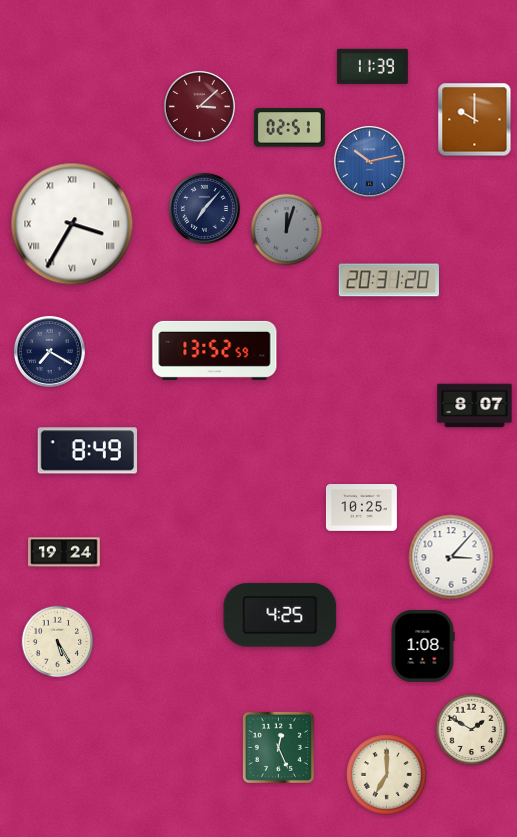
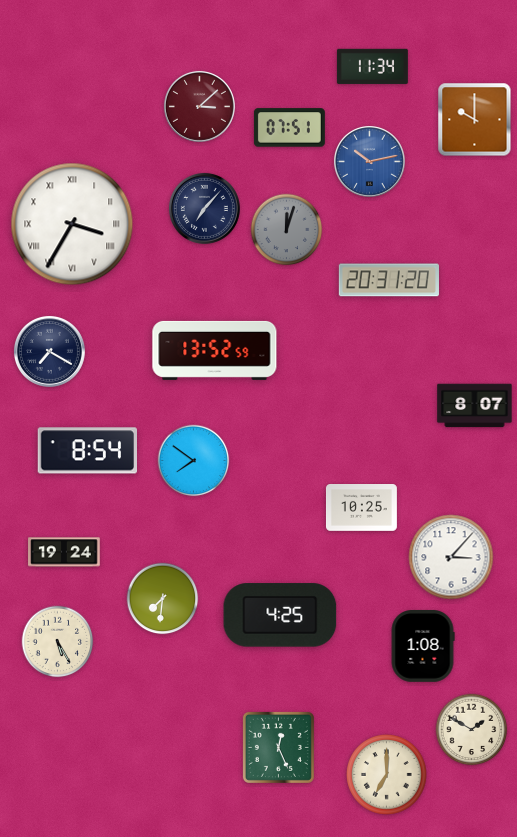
clock at (372, 66): 11:39 -> 11:34
clock at (289, 128): 02:51 -> 07:51
clock at (87, 451): 8:49 -> 8:54
clock at (194, 461): none -> 7:51
clock at (163, 599): none -> 7:31
